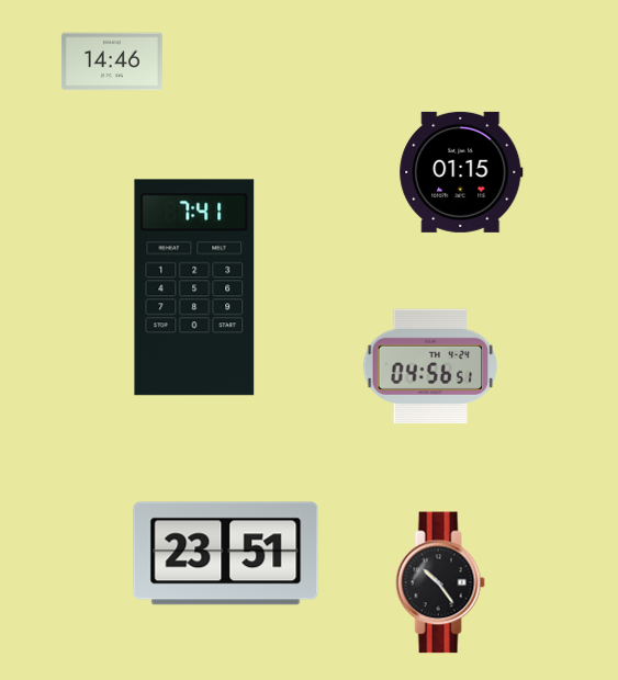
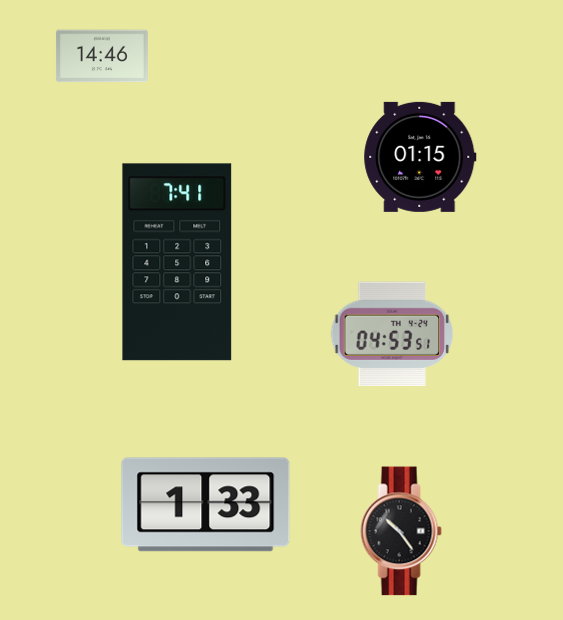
clock at (430, 365): 04:56 -> 04:53
clock at (226, 554): 23:51 -> 1:33
